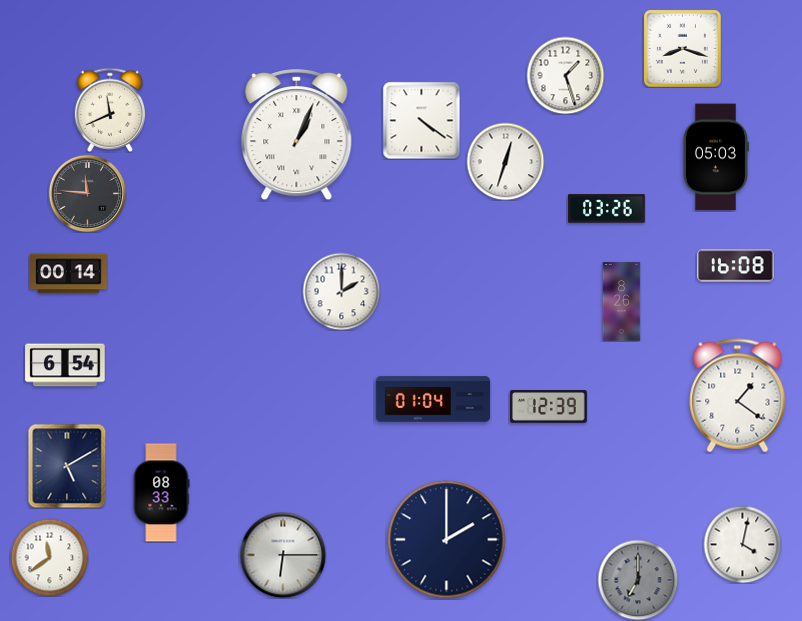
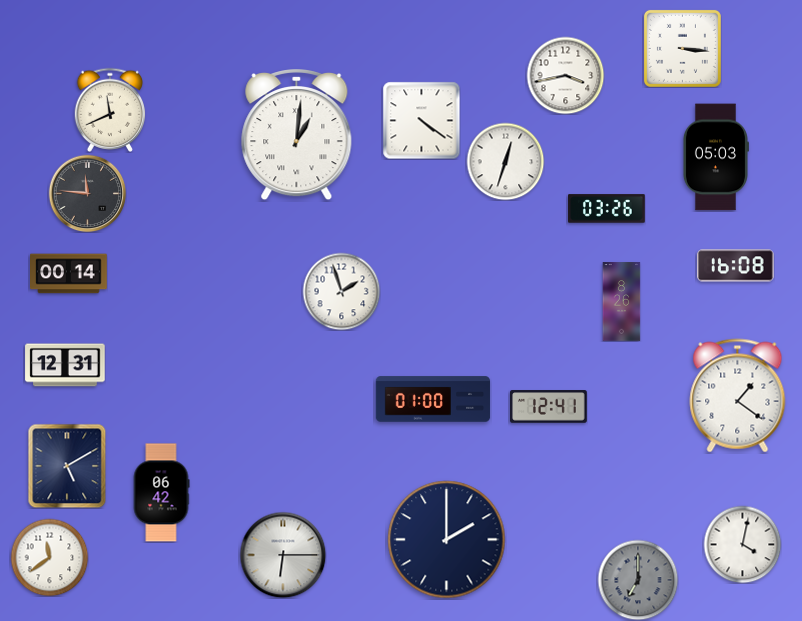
clock at (682, 48): 8:18 -> 3:16
clock at (565, 75): 1:27 -> 3:43
clock at (297, 135): 1:04 -> 1:01
clock at (341, 291): 2:00 -> 1:57
clock at (65, 365): 6:54 -> 12:31
clock at (433, 399): 01:04 -> 01:00
clock at (549, 407): 12:39 -> 12:41
clock at (161, 493): 08:33 -> 06:42
